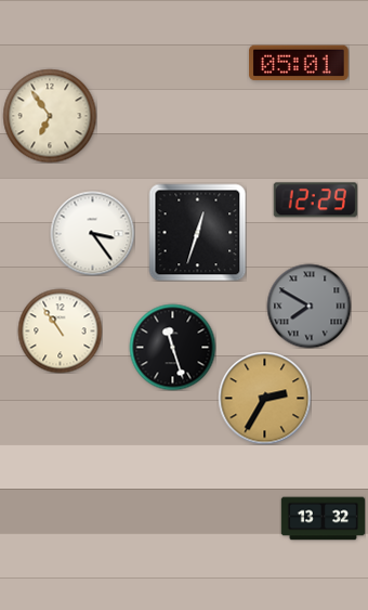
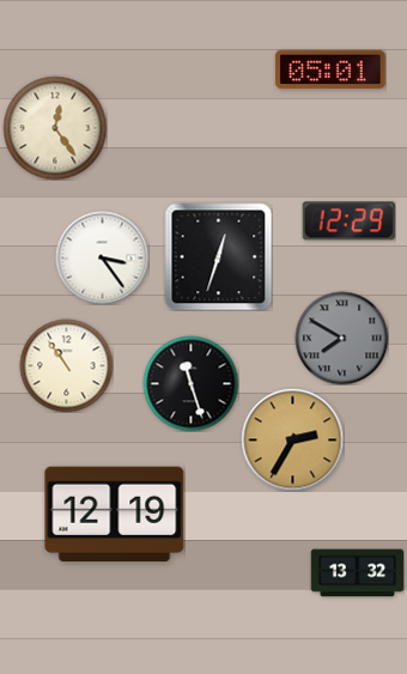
clock at (50, 116): 6:54 -> 12:24
clock at (115, 514): none -> 12:19
